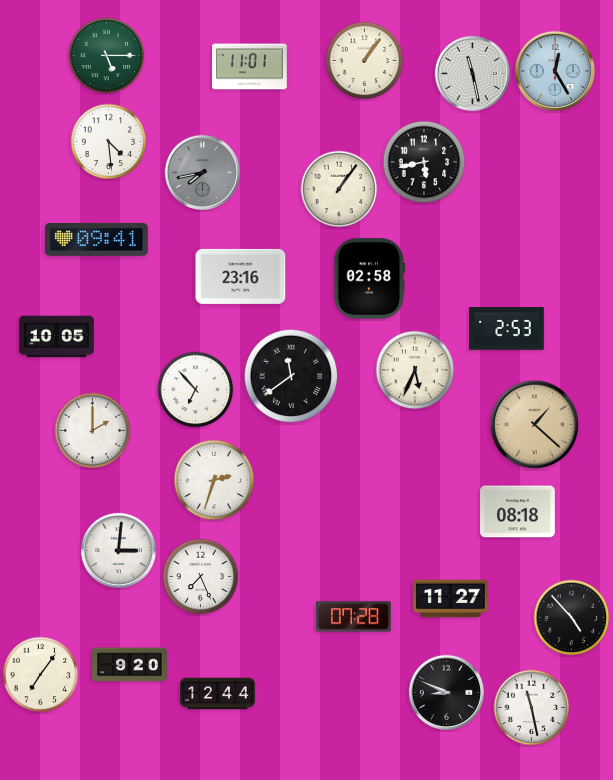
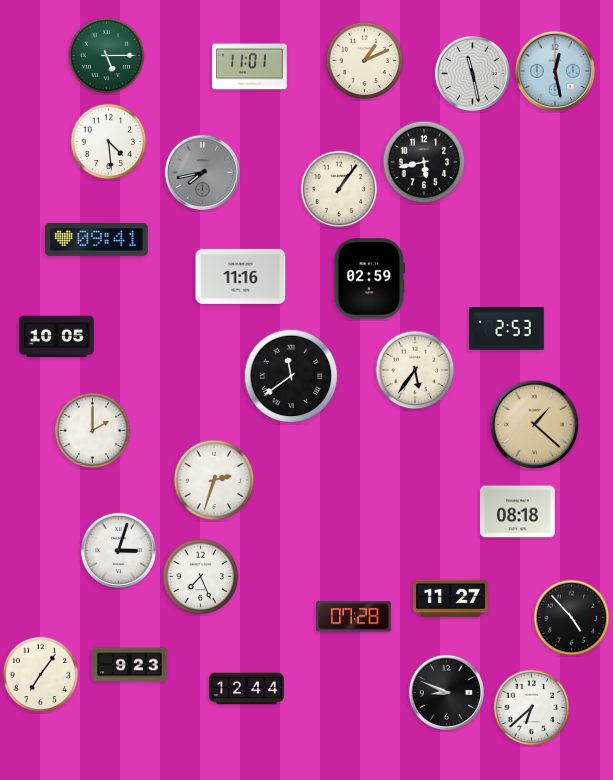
clock at (365, 61): 1:06 -> 1:11
clock at (555, 71): 12:25 -> 12:28
clock at (241, 276): 23:16 -> 11:16
clock at (370, 279): 02:58 -> 02:59
clock at (415, 370): 5:34 -> 5:36
clock at (196, 390): 6:53 -> none
clock at (118, 550): 3:01 -> 3:03
clock at (130, 665): 9:20 -> 9:23
clock at (218, 694) position: (218, 694) -> (247, 689)
clock at (532, 708): 11:28 -> 6:38
